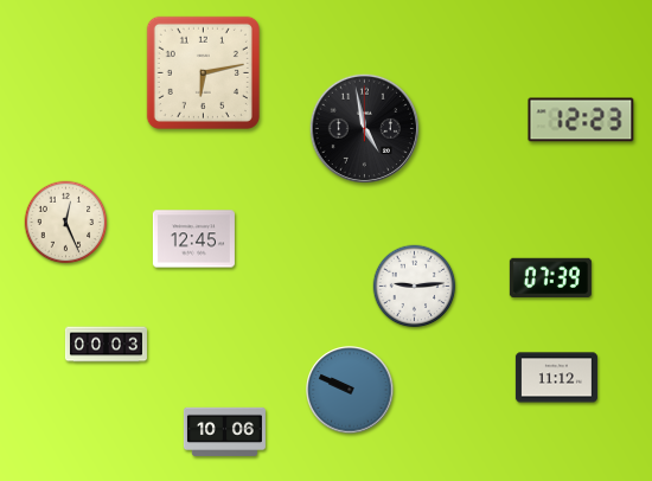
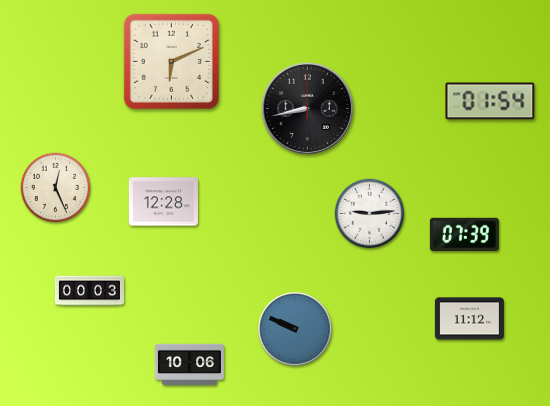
clock at (203, 72): 6:13 -> 6:11
clock at (581, 120): 12:23 -> 01:54
clock at (364, 128): 4:58 -> 8:43
clock at (193, 239): 12:45 -> 12:28
clock at (415, 287) position: (415, 287) -> (370, 214)
